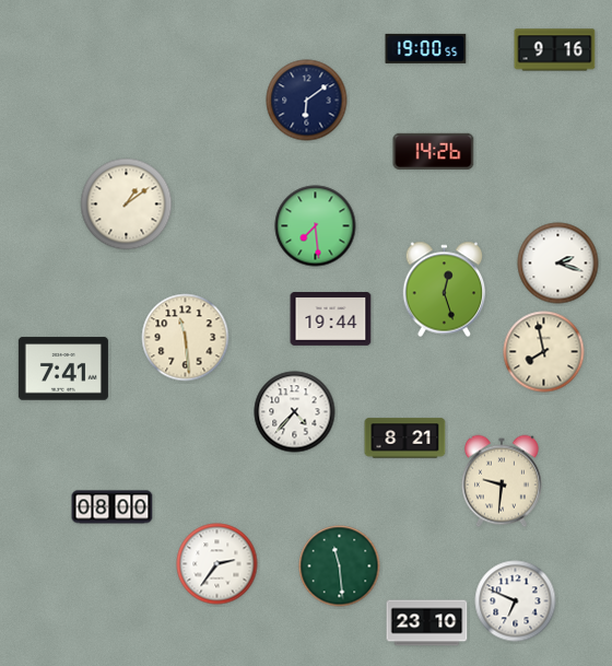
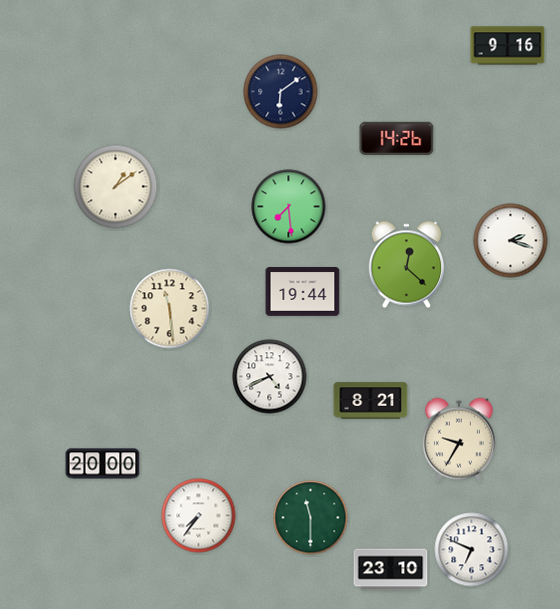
clock at (426, 48): 19:00 -> none
clock at (445, 290): 12:27 -> 12:22
clock at (544, 352): 7:58 -> none
clock at (63, 369): 7:41 -> none
clock at (295, 412): 4:37 -> 4:41
clock at (502, 481): 9:31 -> 9:35
clock at (113, 507): 08:00 -> 20:00
clock at (217, 564): 2:36 -> 7:36
clock at (340, 566): 11:29 -> 11:30
